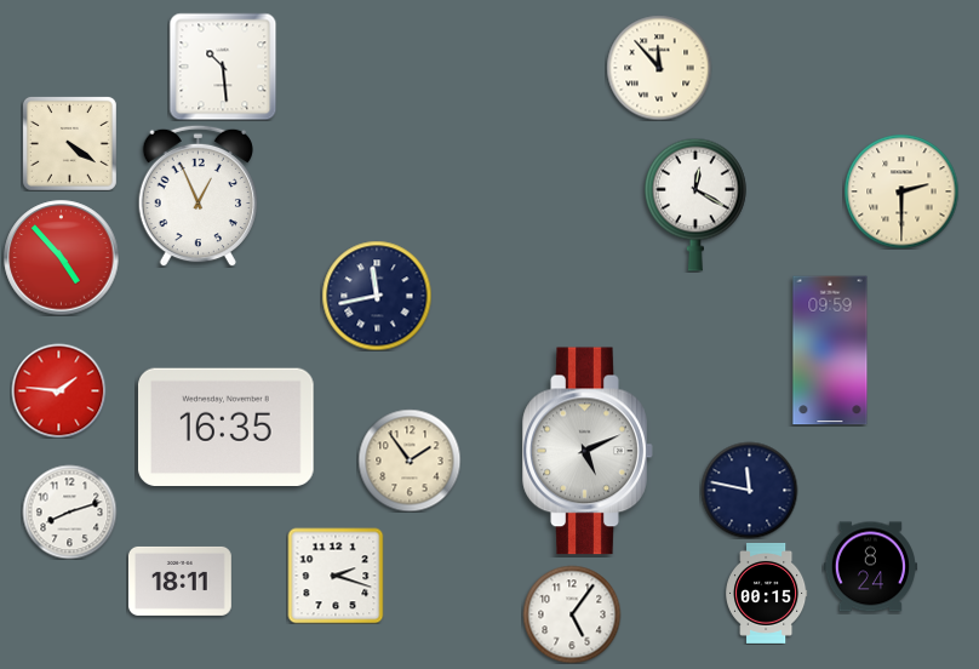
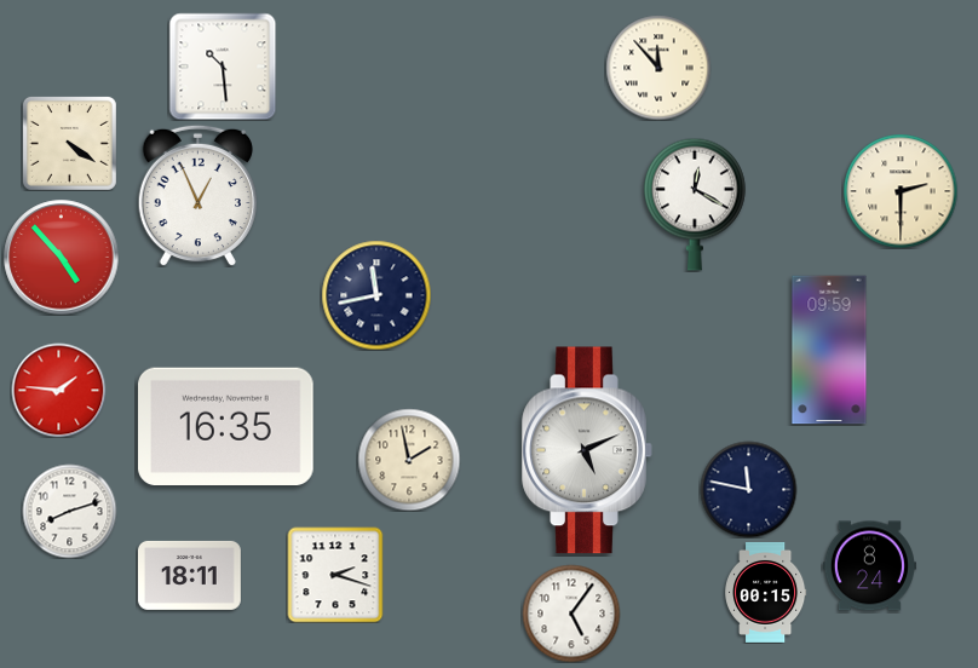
clock at (410, 461): 1:54 -> 1:58
clock at (181, 581) position: (181, 581) -> (190, 575)
